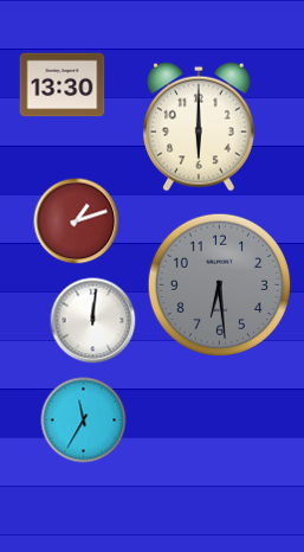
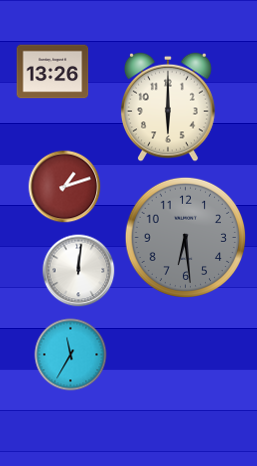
clock at (63, 85): 13:30 -> 13:26
clock at (220, 285) position: (220, 285) -> (186, 238)
